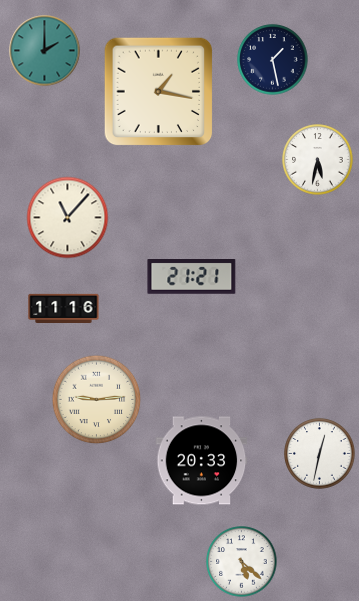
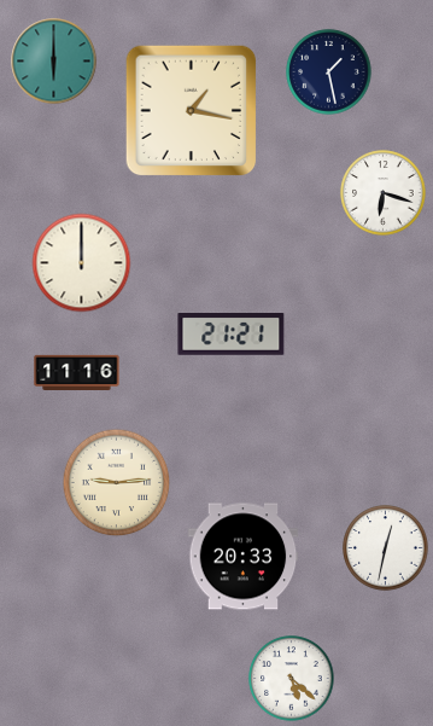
clock at (45, 51): 2:00 -> 6:00
clock at (318, 160): 5:32 -> 6:18
clock at (68, 218): 11:07 -> 12:00
